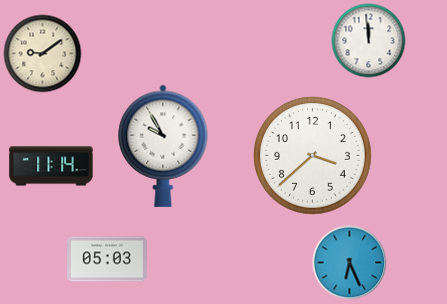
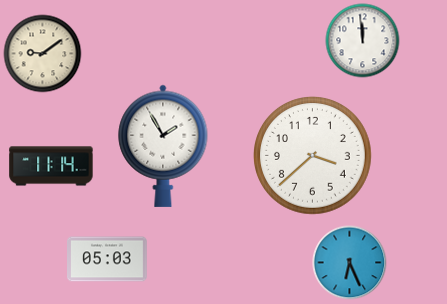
clock at (369, 41) position: (369, 41) -> (363, 41)
clock at (163, 146): 9:55 -> 1:55
